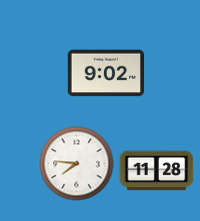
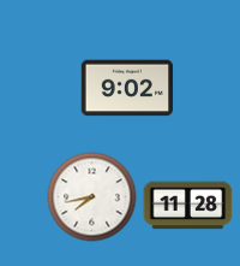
clock at (77, 164): 7:46 -> 7:43
